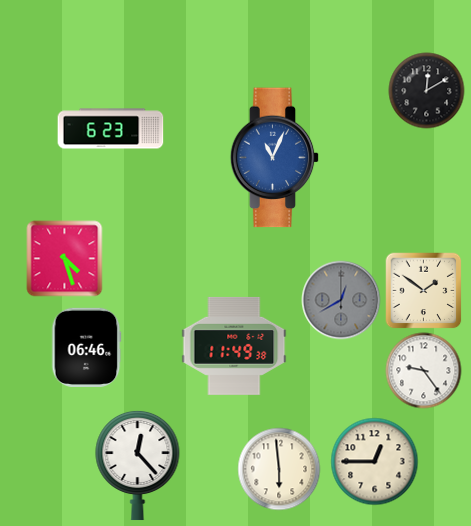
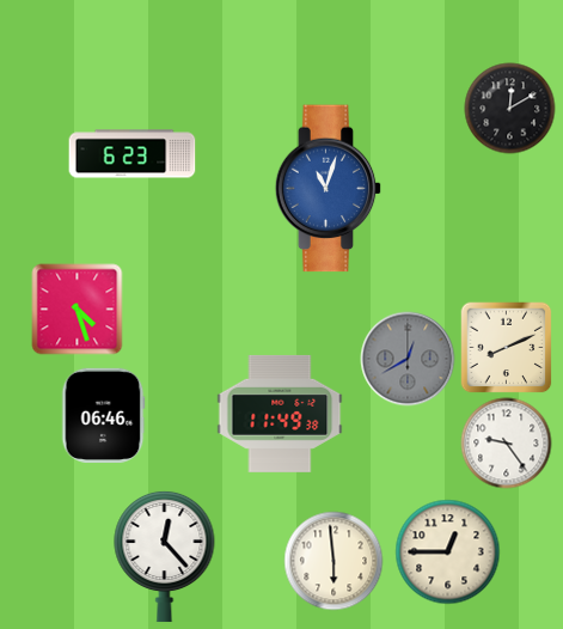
clock at (275, 158): 11:04 -> 11:03
clock at (423, 290): 1:51 -> 8:11
